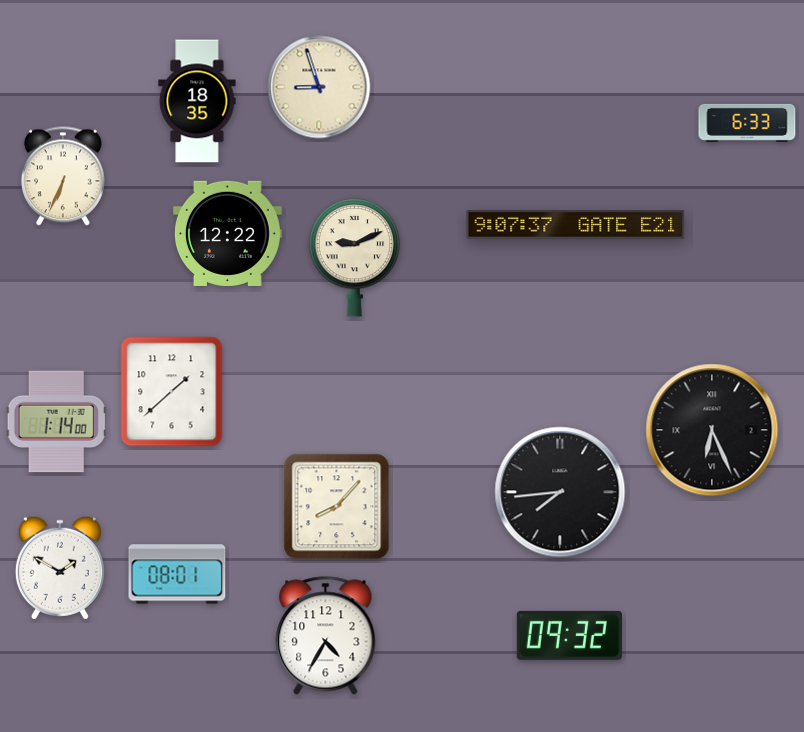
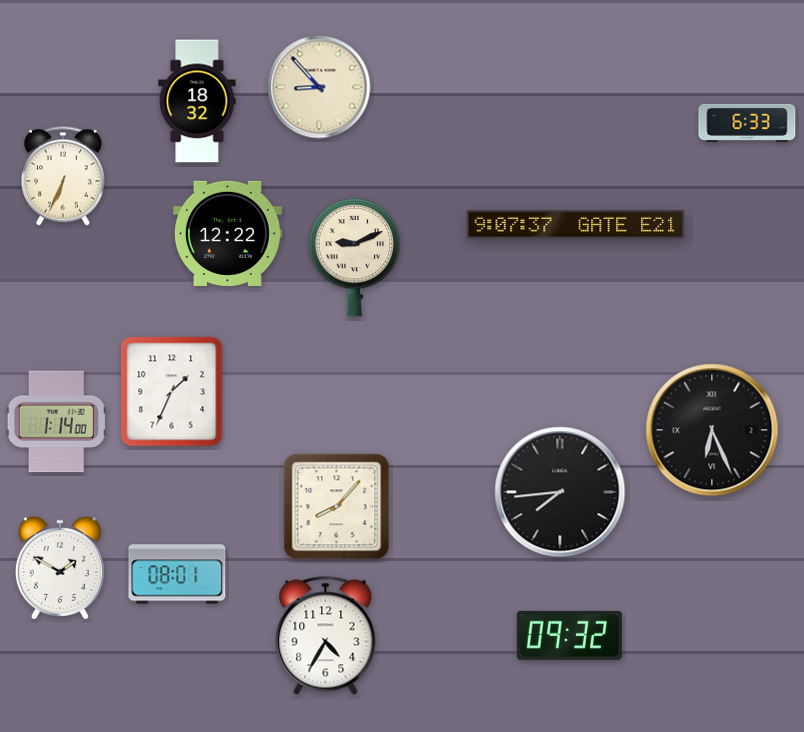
clock at (319, 87): 8:57 -> 8:53
clock at (197, 101): 18:35 -> 18:32
clock at (172, 392): 1:38 -> 1:34
